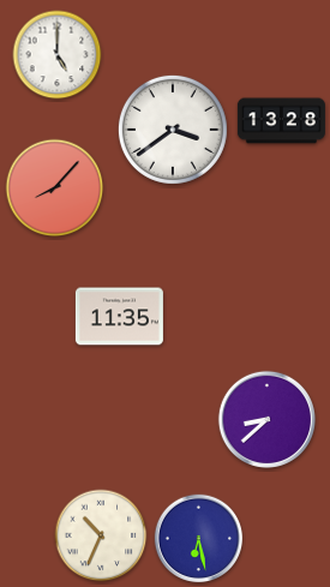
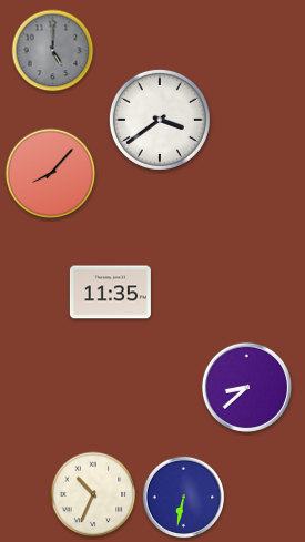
clock at (58, 55) dial: white -> grey
clock at (281, 121): 13:28 -> none
clock at (199, 539): 6:28 -> 6:32
